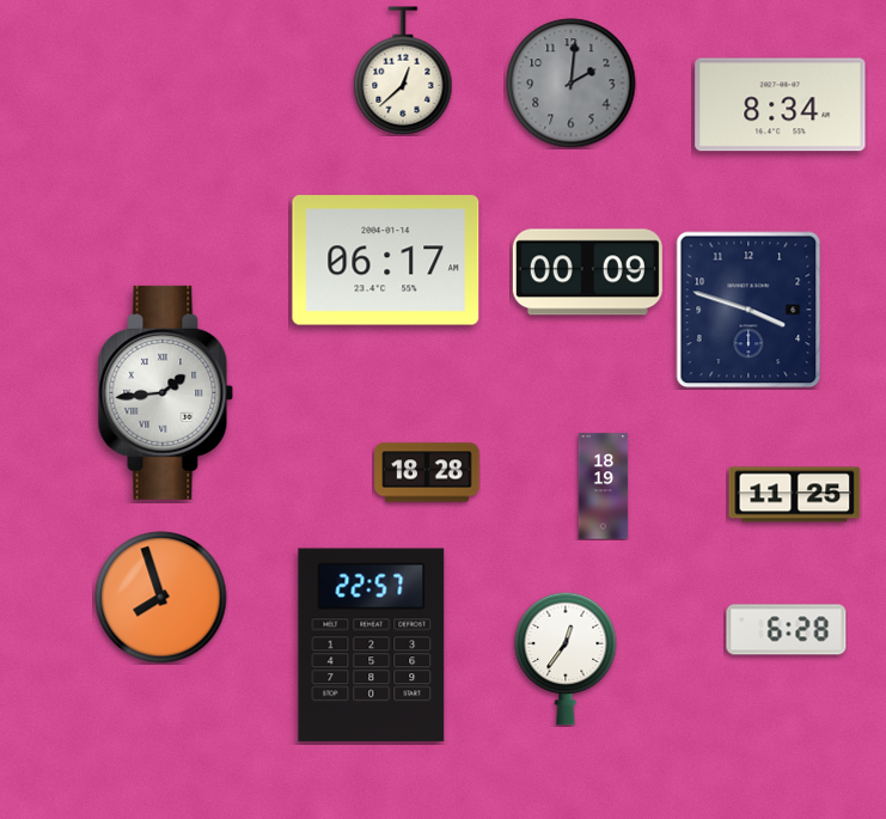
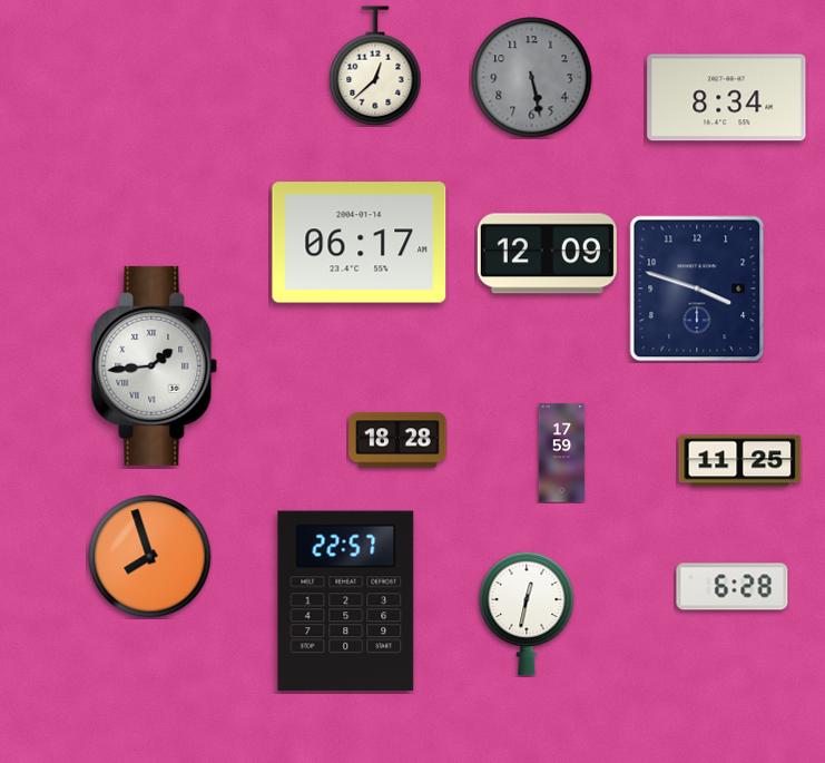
clock at (572, 84): 2:01 -> 5:28
clock at (587, 273): 00:09 -> 12:09
clock at (604, 487): 18:19 -> 17:59
clock at (566, 659): 12:36 -> 12:32
